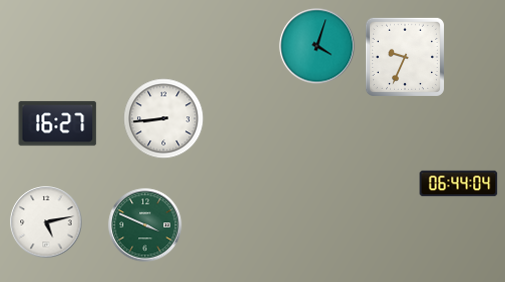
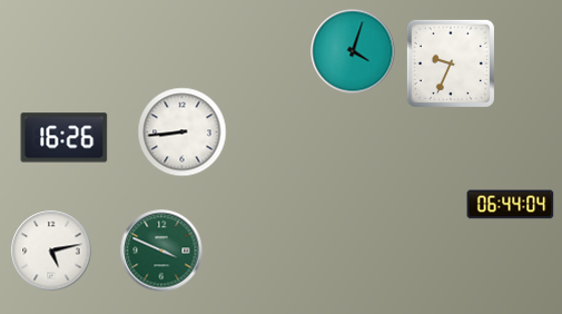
clock at (58, 124): 16:27 -> 16:26
clock at (46, 222) position: (46, 222) -> (51, 251)
